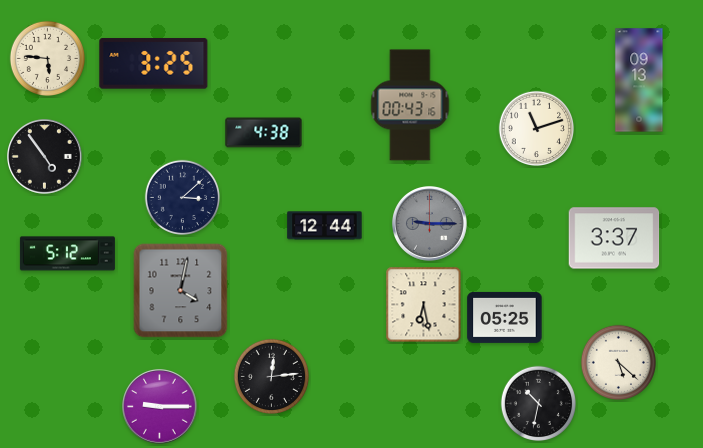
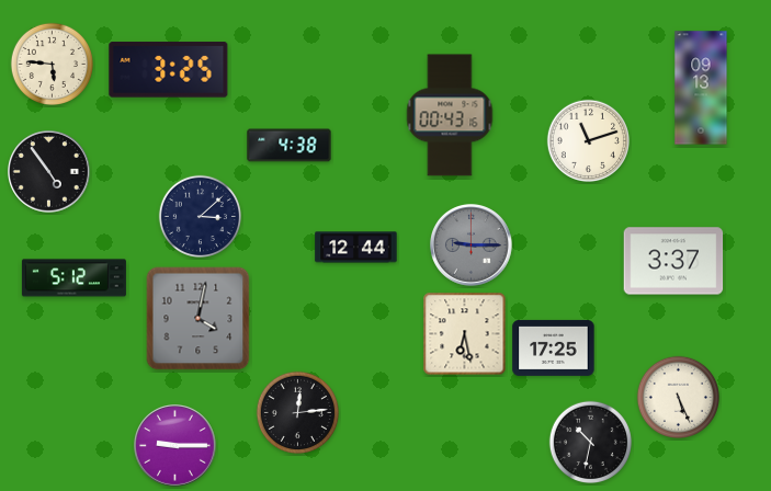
clock at (505, 317): 05:25 -> 17:25
clock at (618, 362): 5:22 -> 5:26
